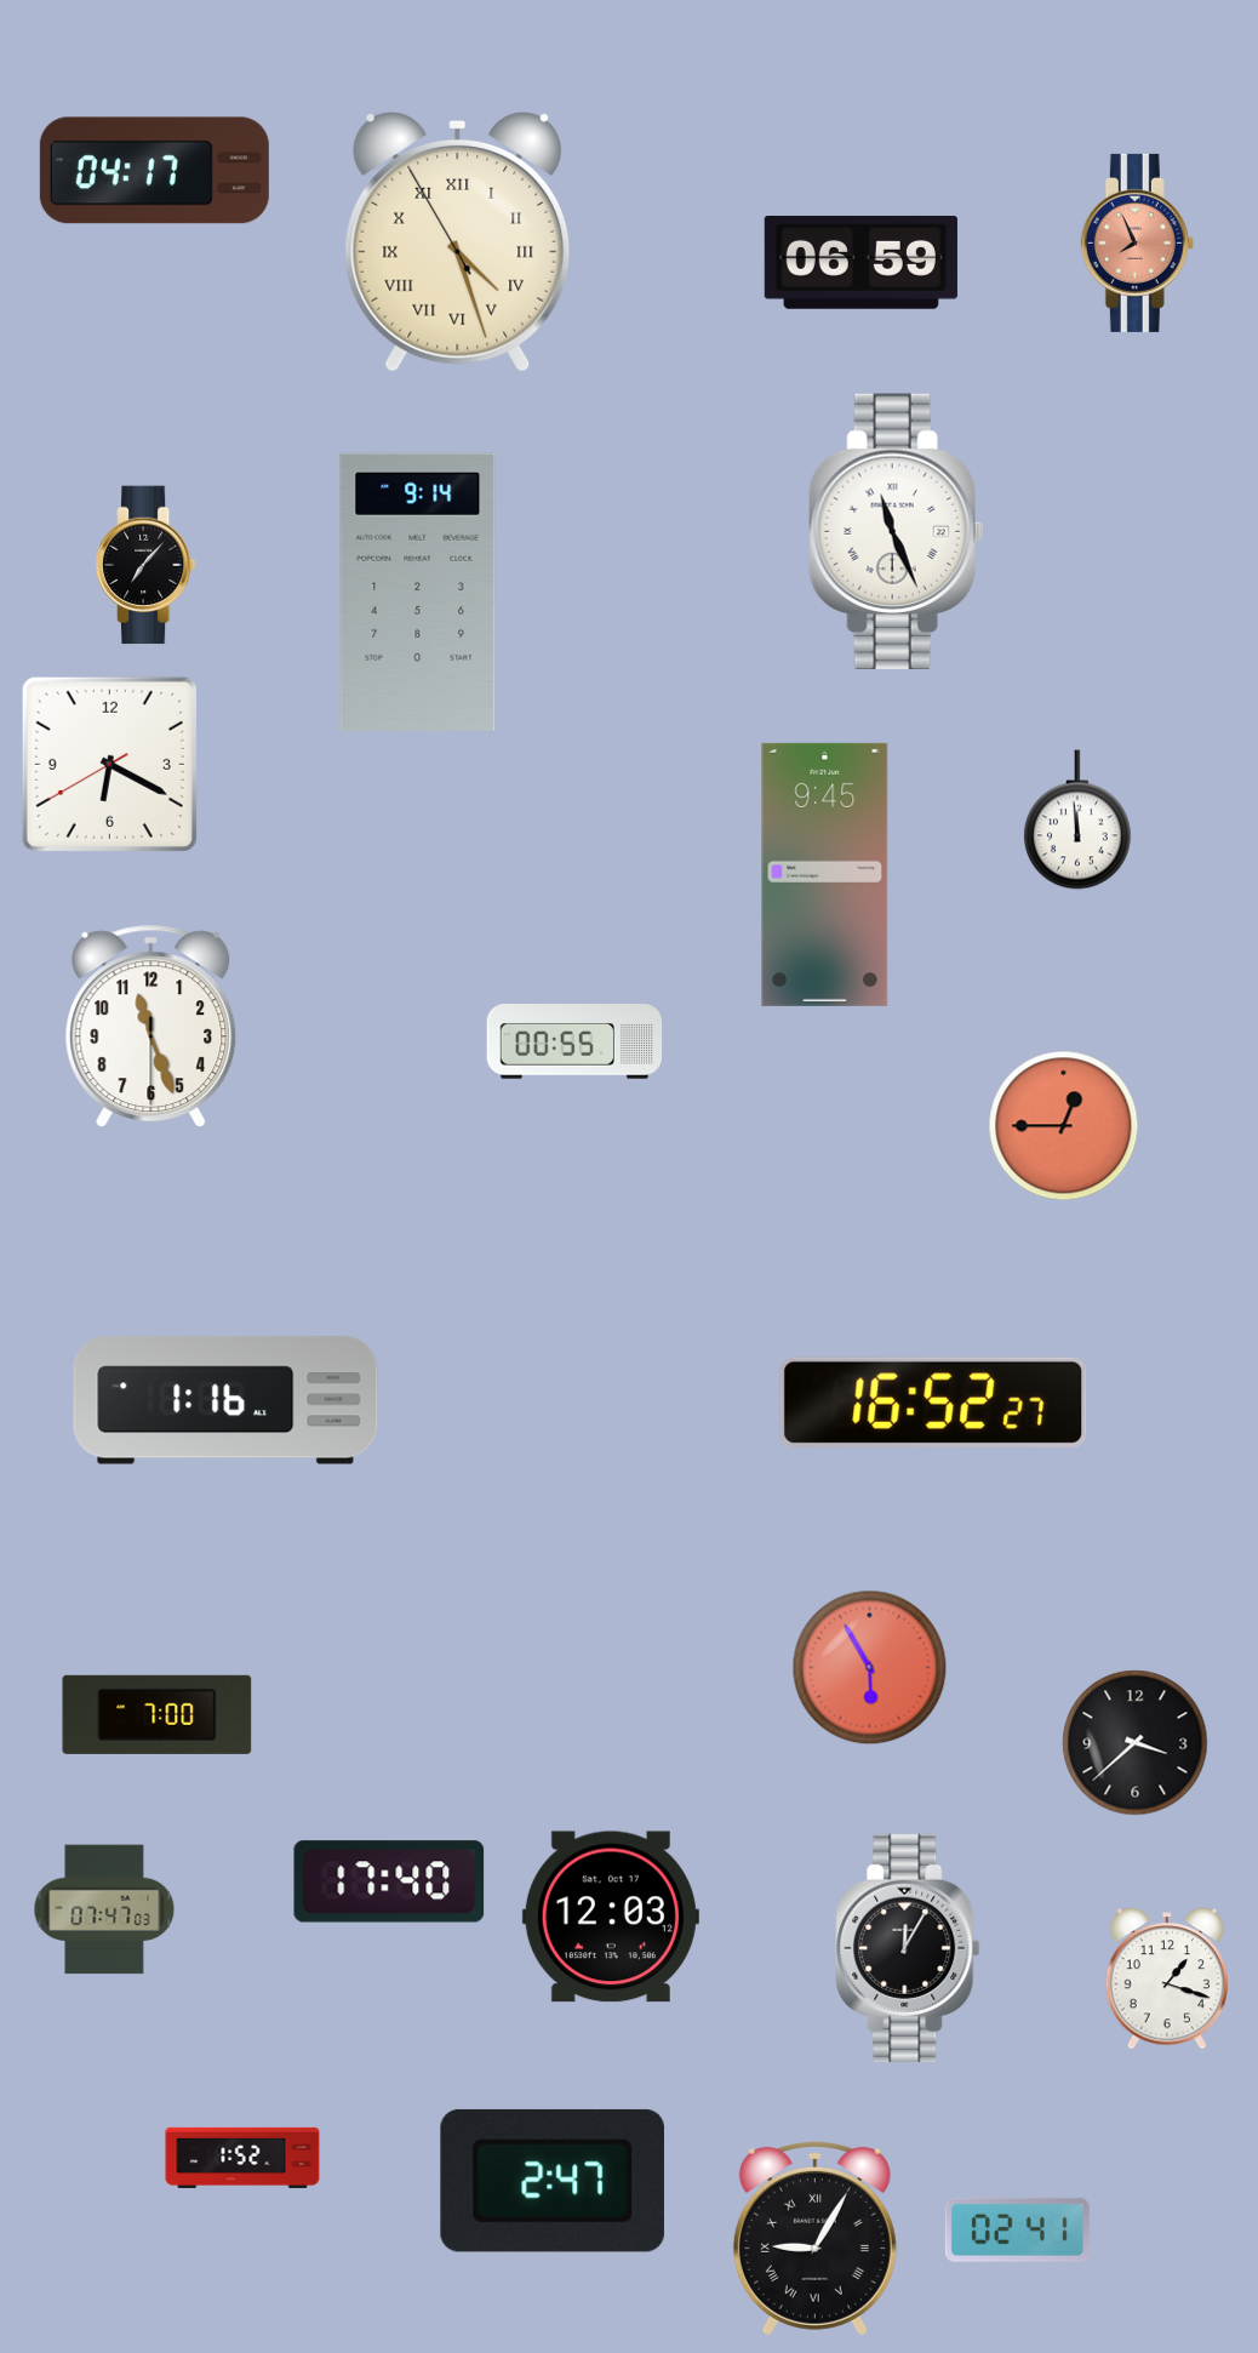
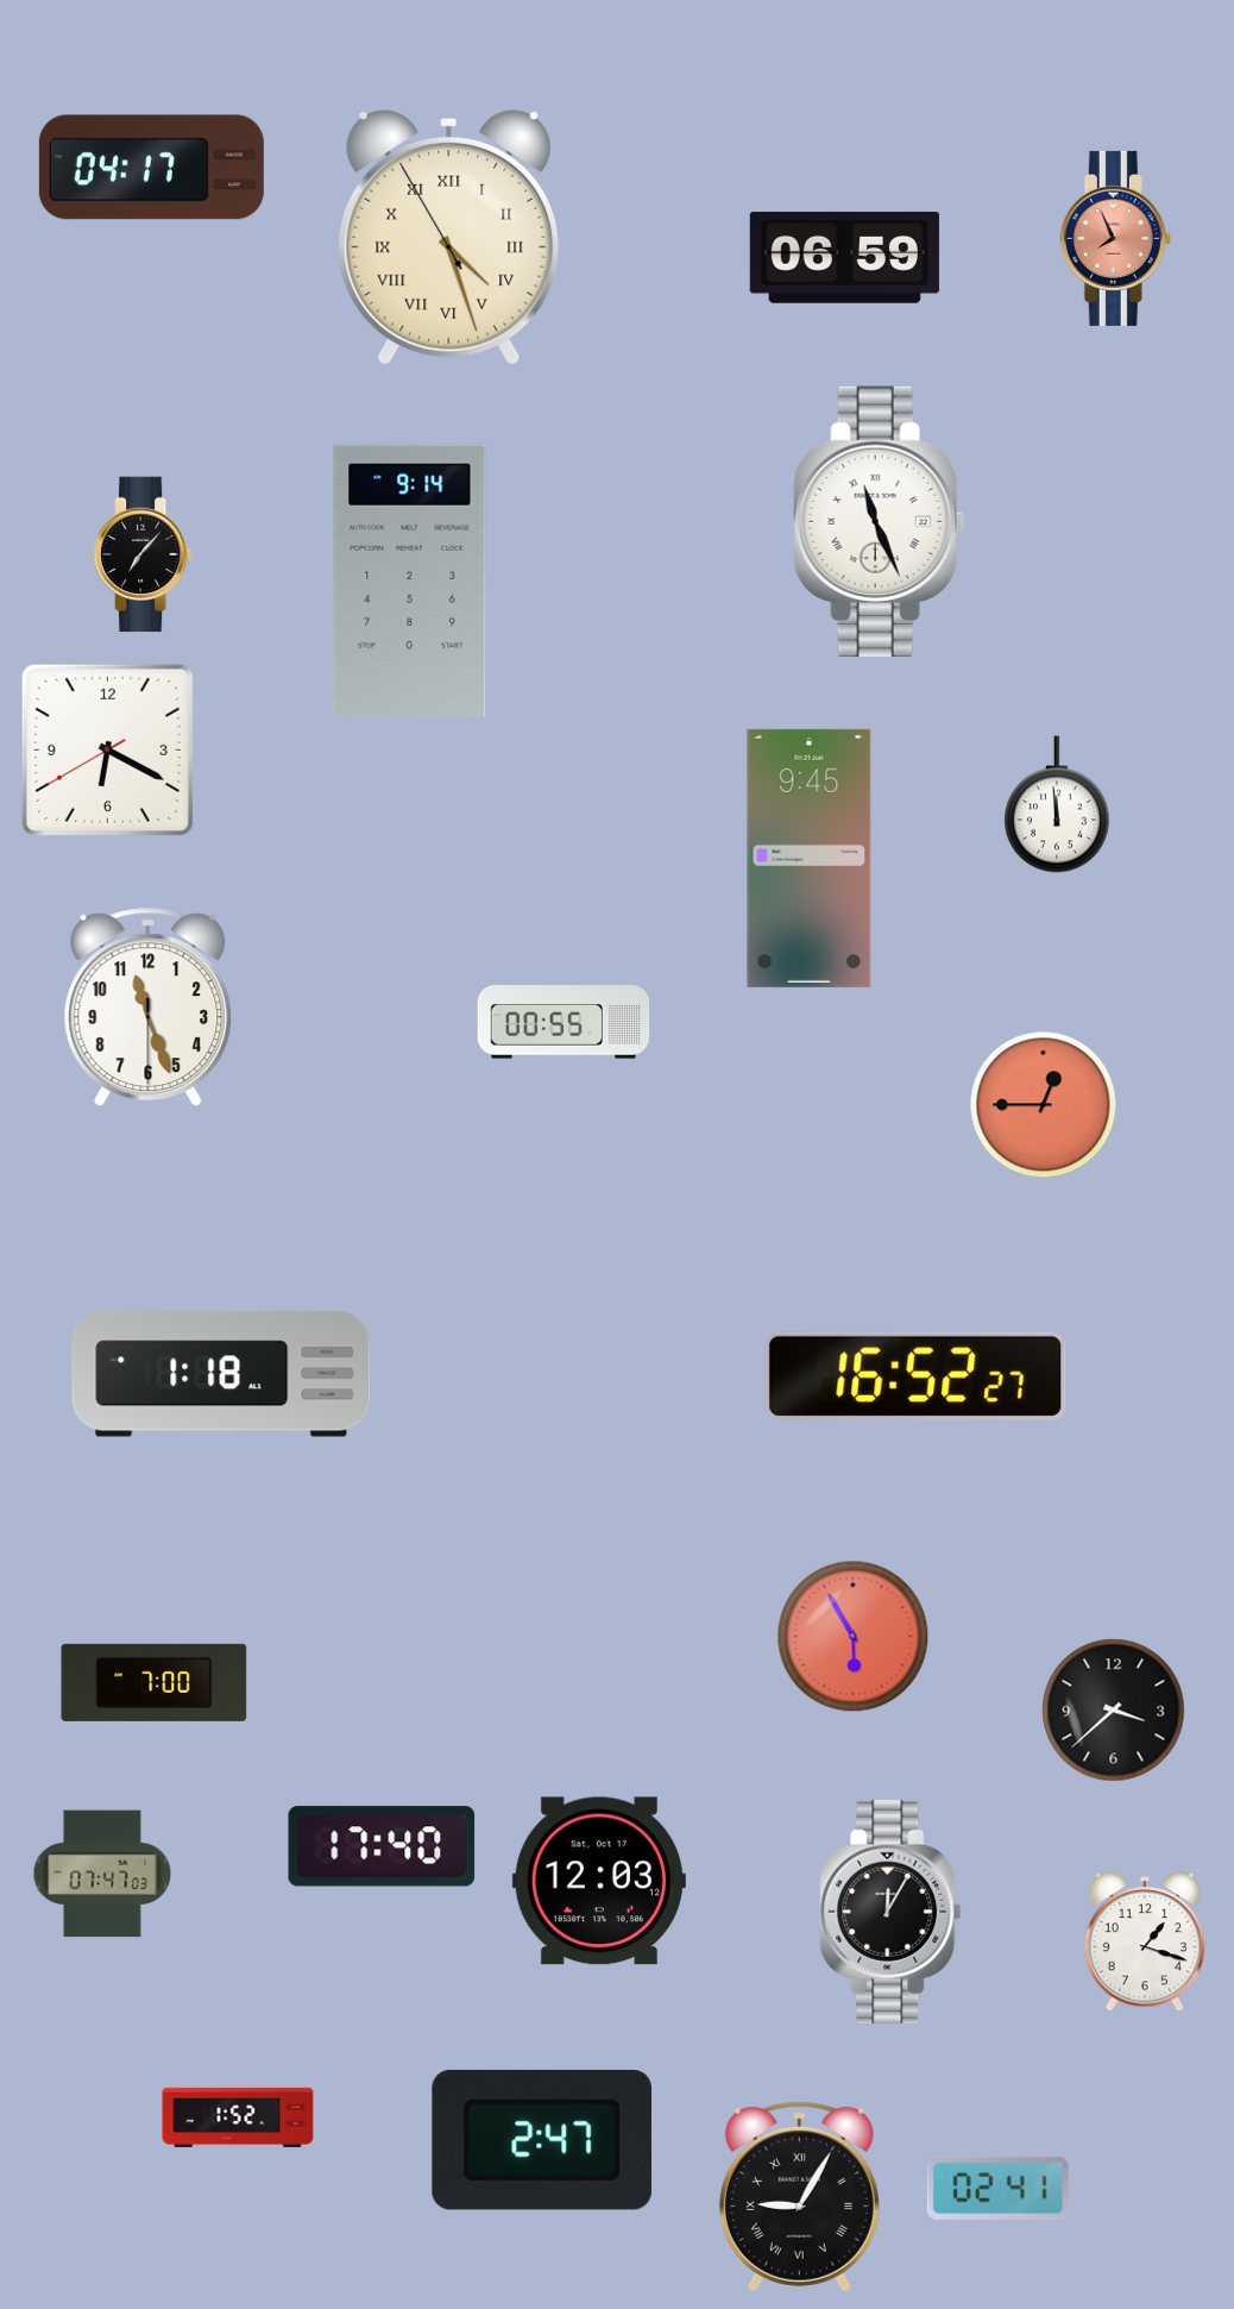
clock at (225, 1400): 1:16 -> 1:18
